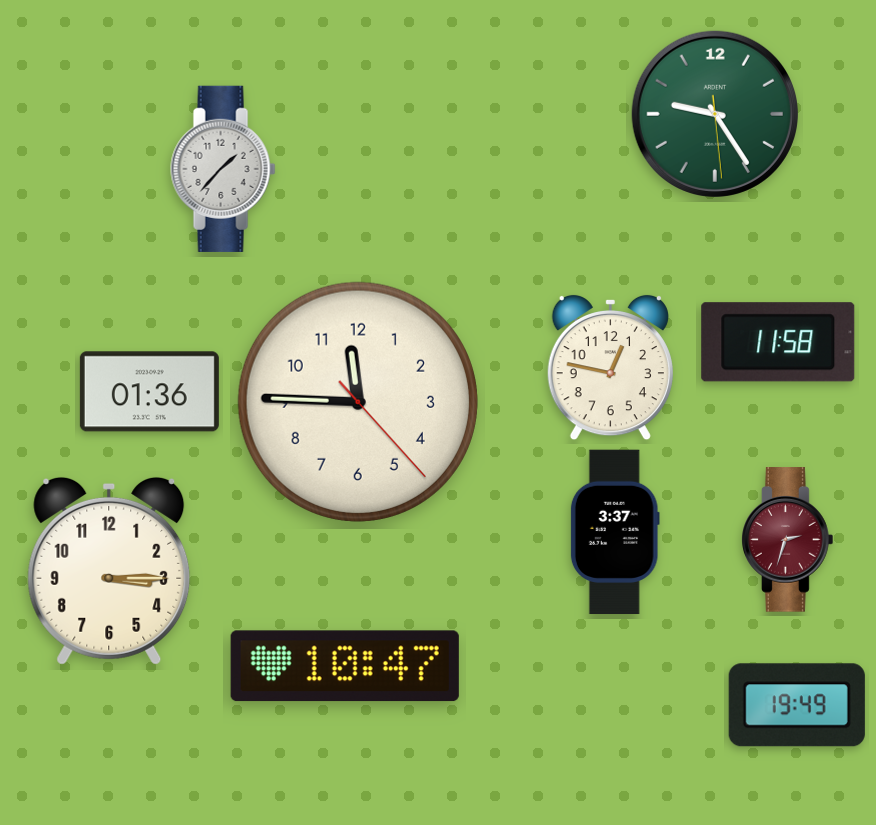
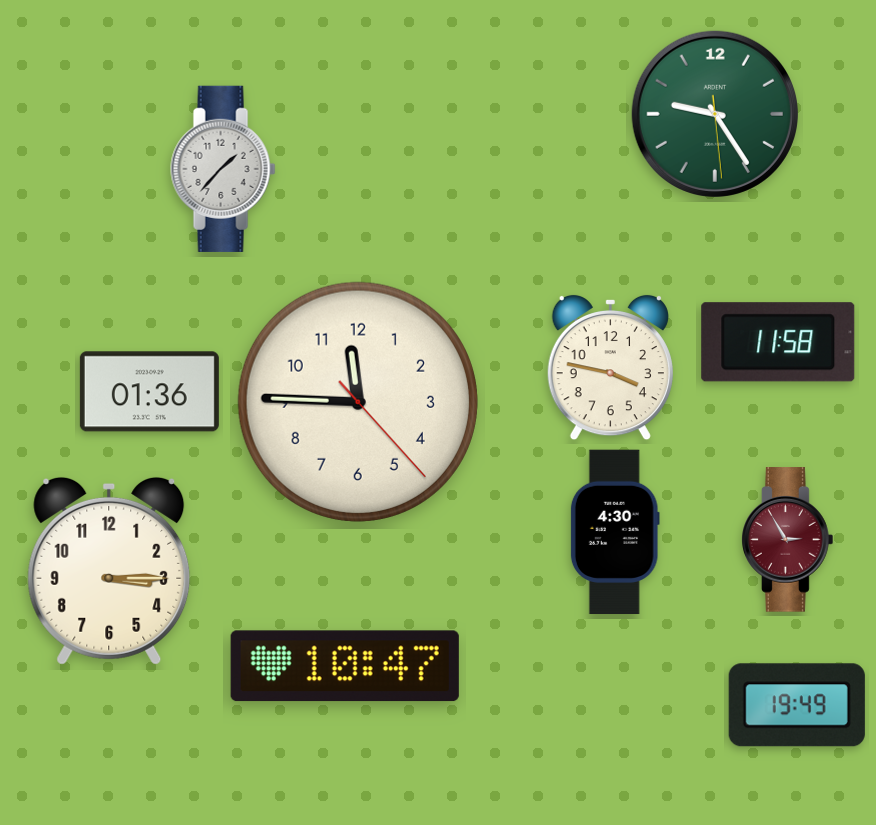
clock at (610, 368): 12:47 -> 3:47
clock at (615, 532): 3:37 -> 4:30
clock at (788, 540): 2:33 -> 2:55
